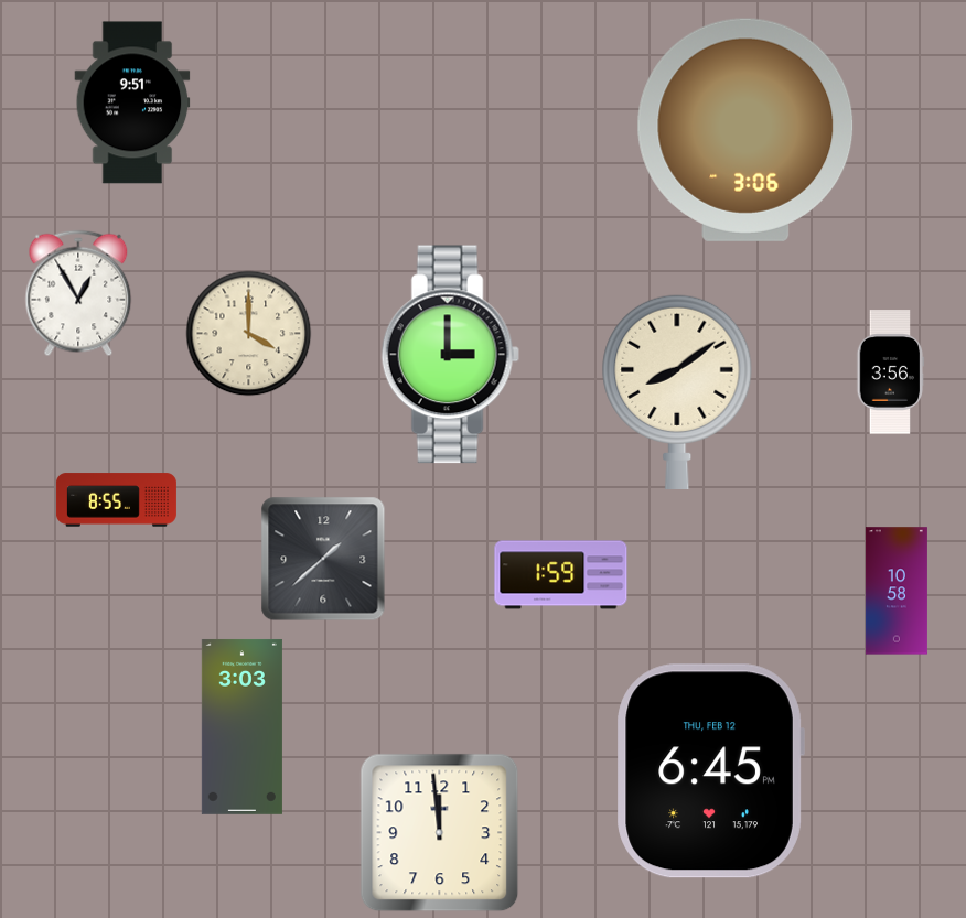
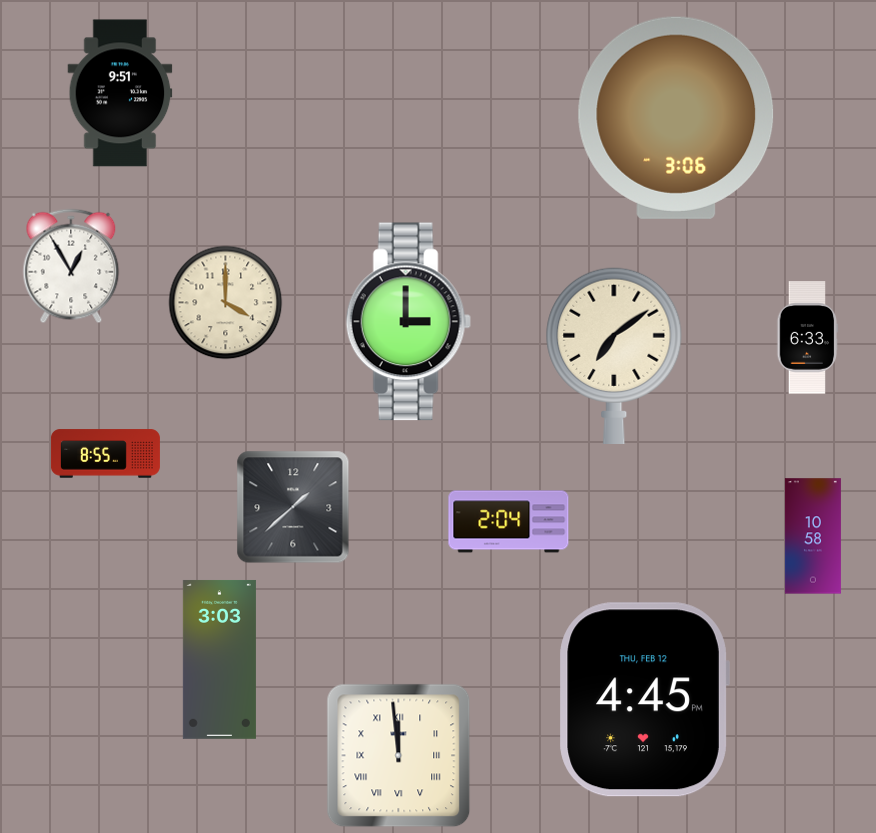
clock at (891, 372): 3:56 -> 6:33
clock at (677, 391): 8:09 -> 7:09
clock at (561, 575): 1:59 -> 2:04
clock at (710, 771): 6:45 -> 4:45
clock at (440, 833) numerals: Arabic -> Roman
